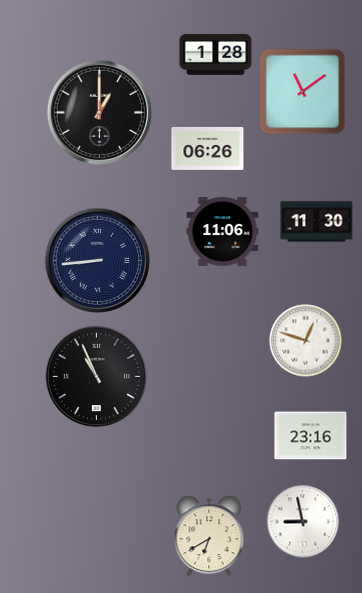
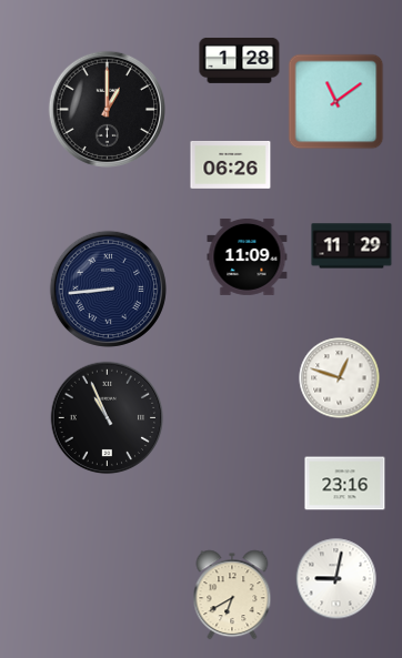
clock at (99, 112) position: (99, 112) -> (107, 109)
clock at (317, 222): 11:30 -> 11:29
clock at (223, 231): 11:06 -> 11:09
clock at (303, 522): 8:58 -> 9:02
